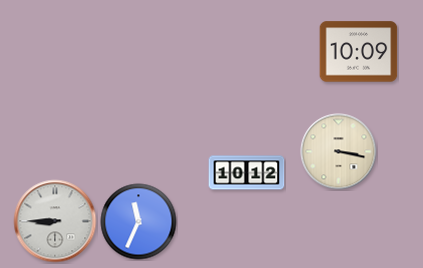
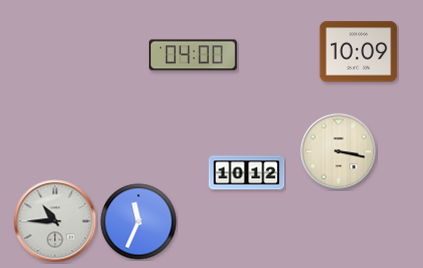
clock at (193, 55): none -> 04:00
clock at (55, 221): 8:45 -> 10:45
